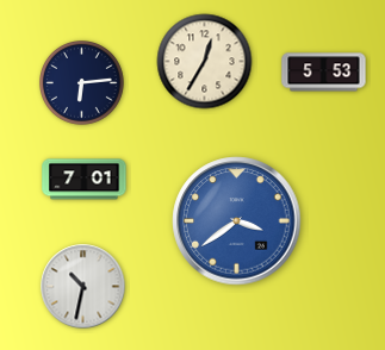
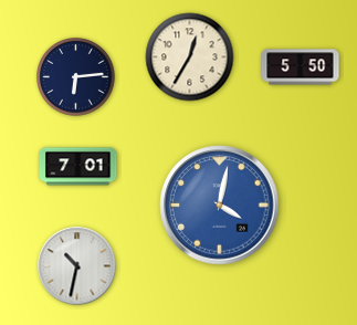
clock at (324, 73): 5:53 -> 5:50
clock at (237, 221): 3:39 -> 4:02
